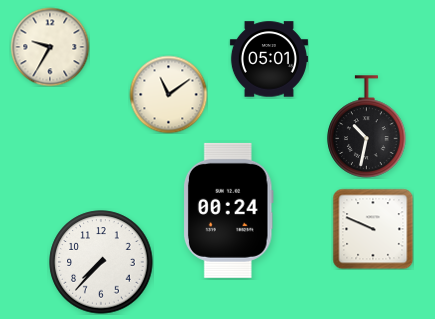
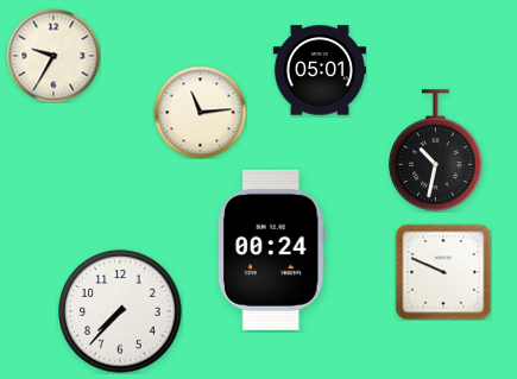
clock at (50, 47) position: (50, 47) -> (53, 56)
clock at (168, 94): 11:09 -> 11:14
